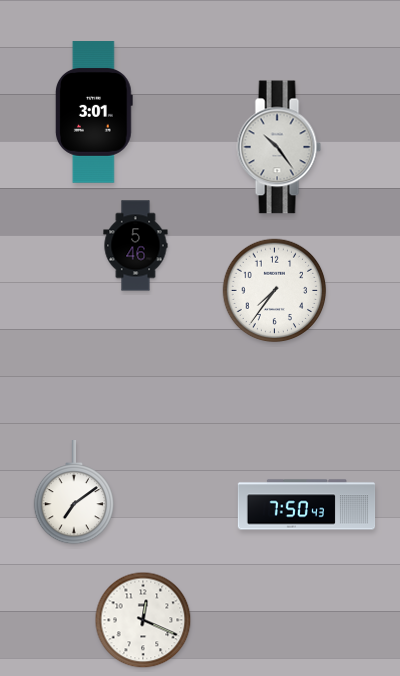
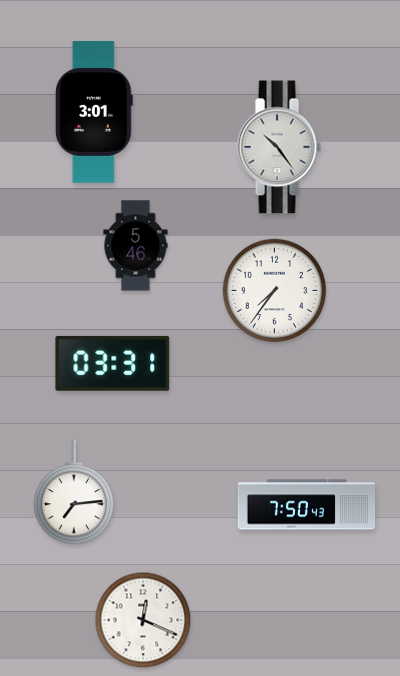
clock at (113, 363): none -> 03:31
clock at (73, 493): 7:09 -> 7:14
